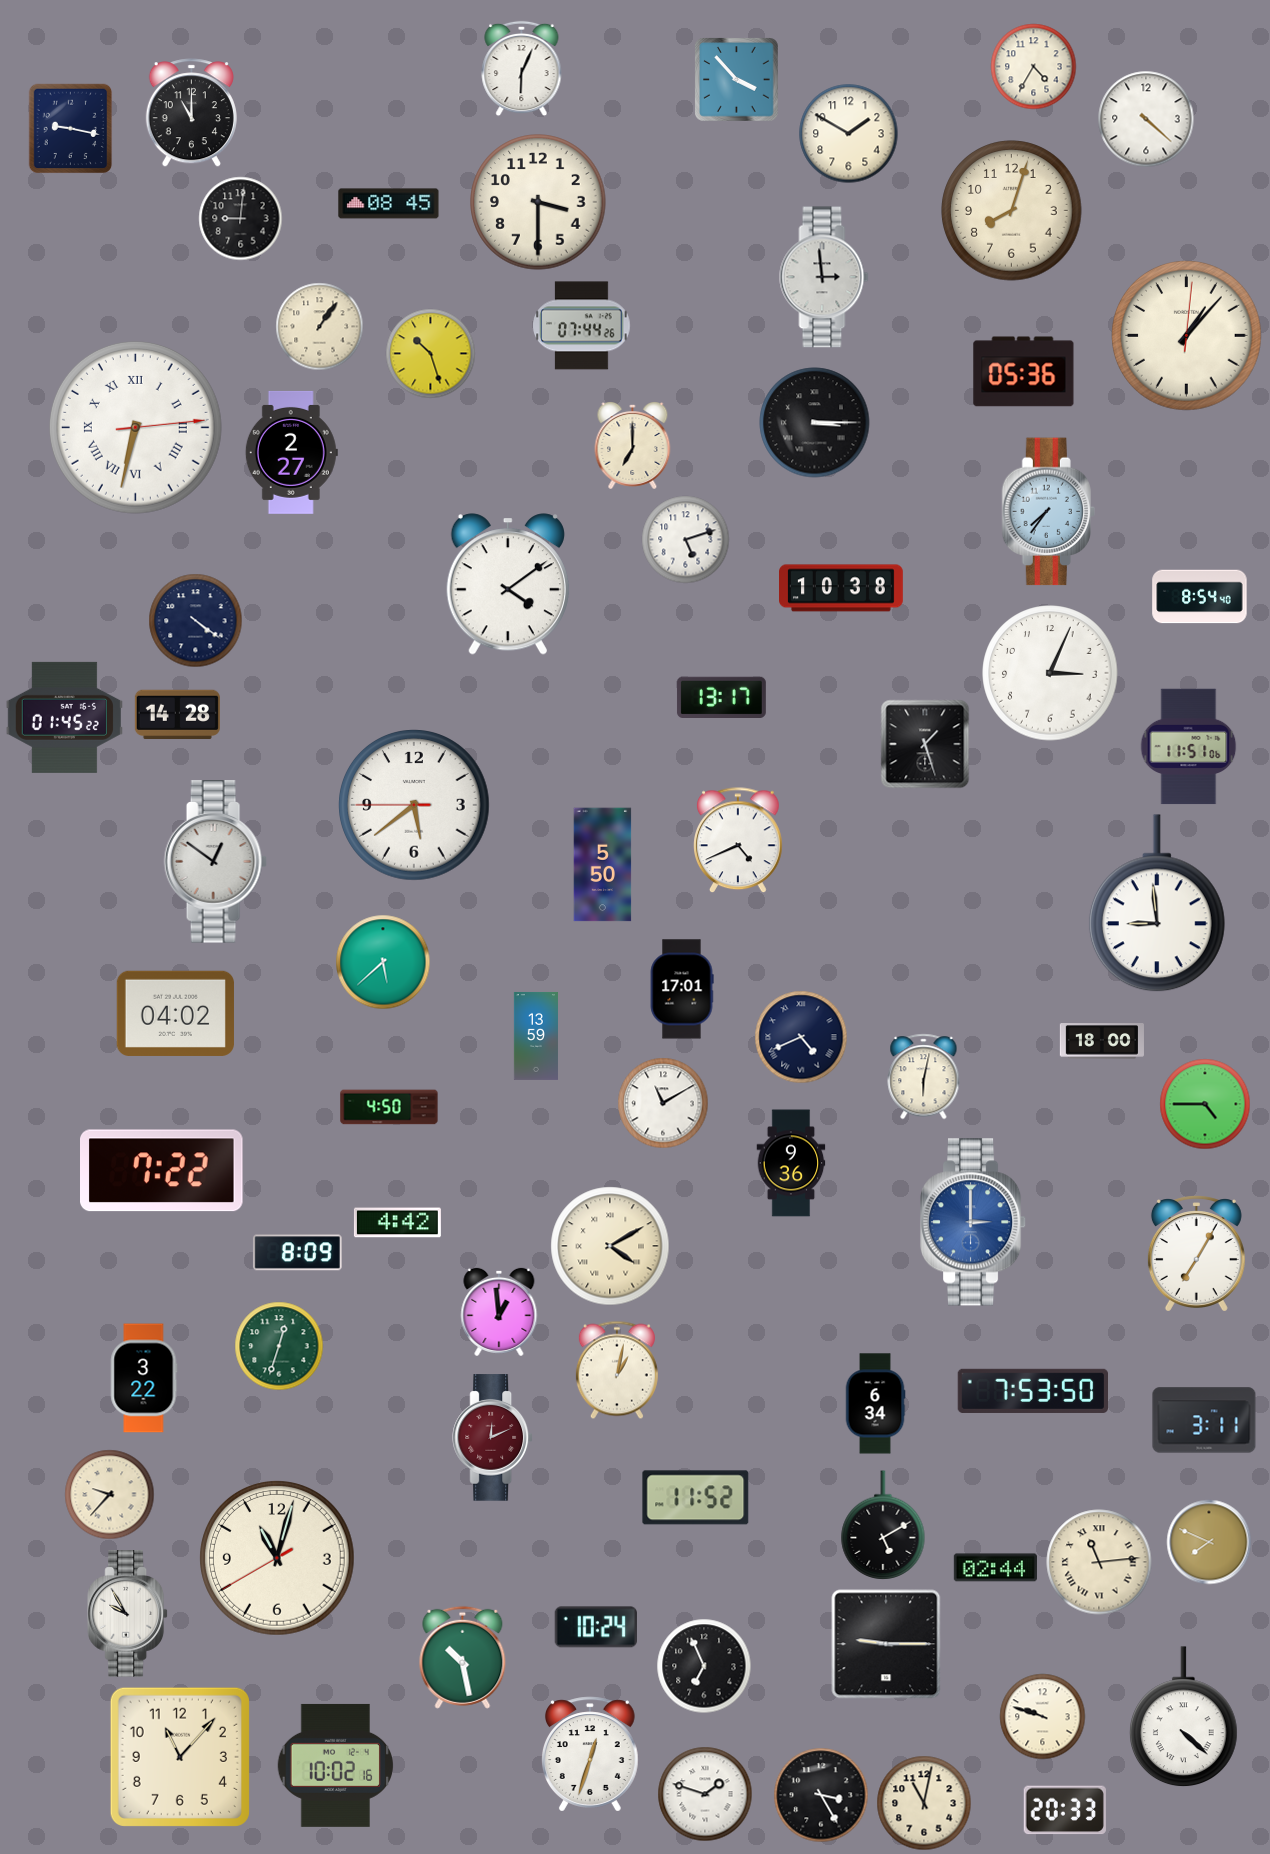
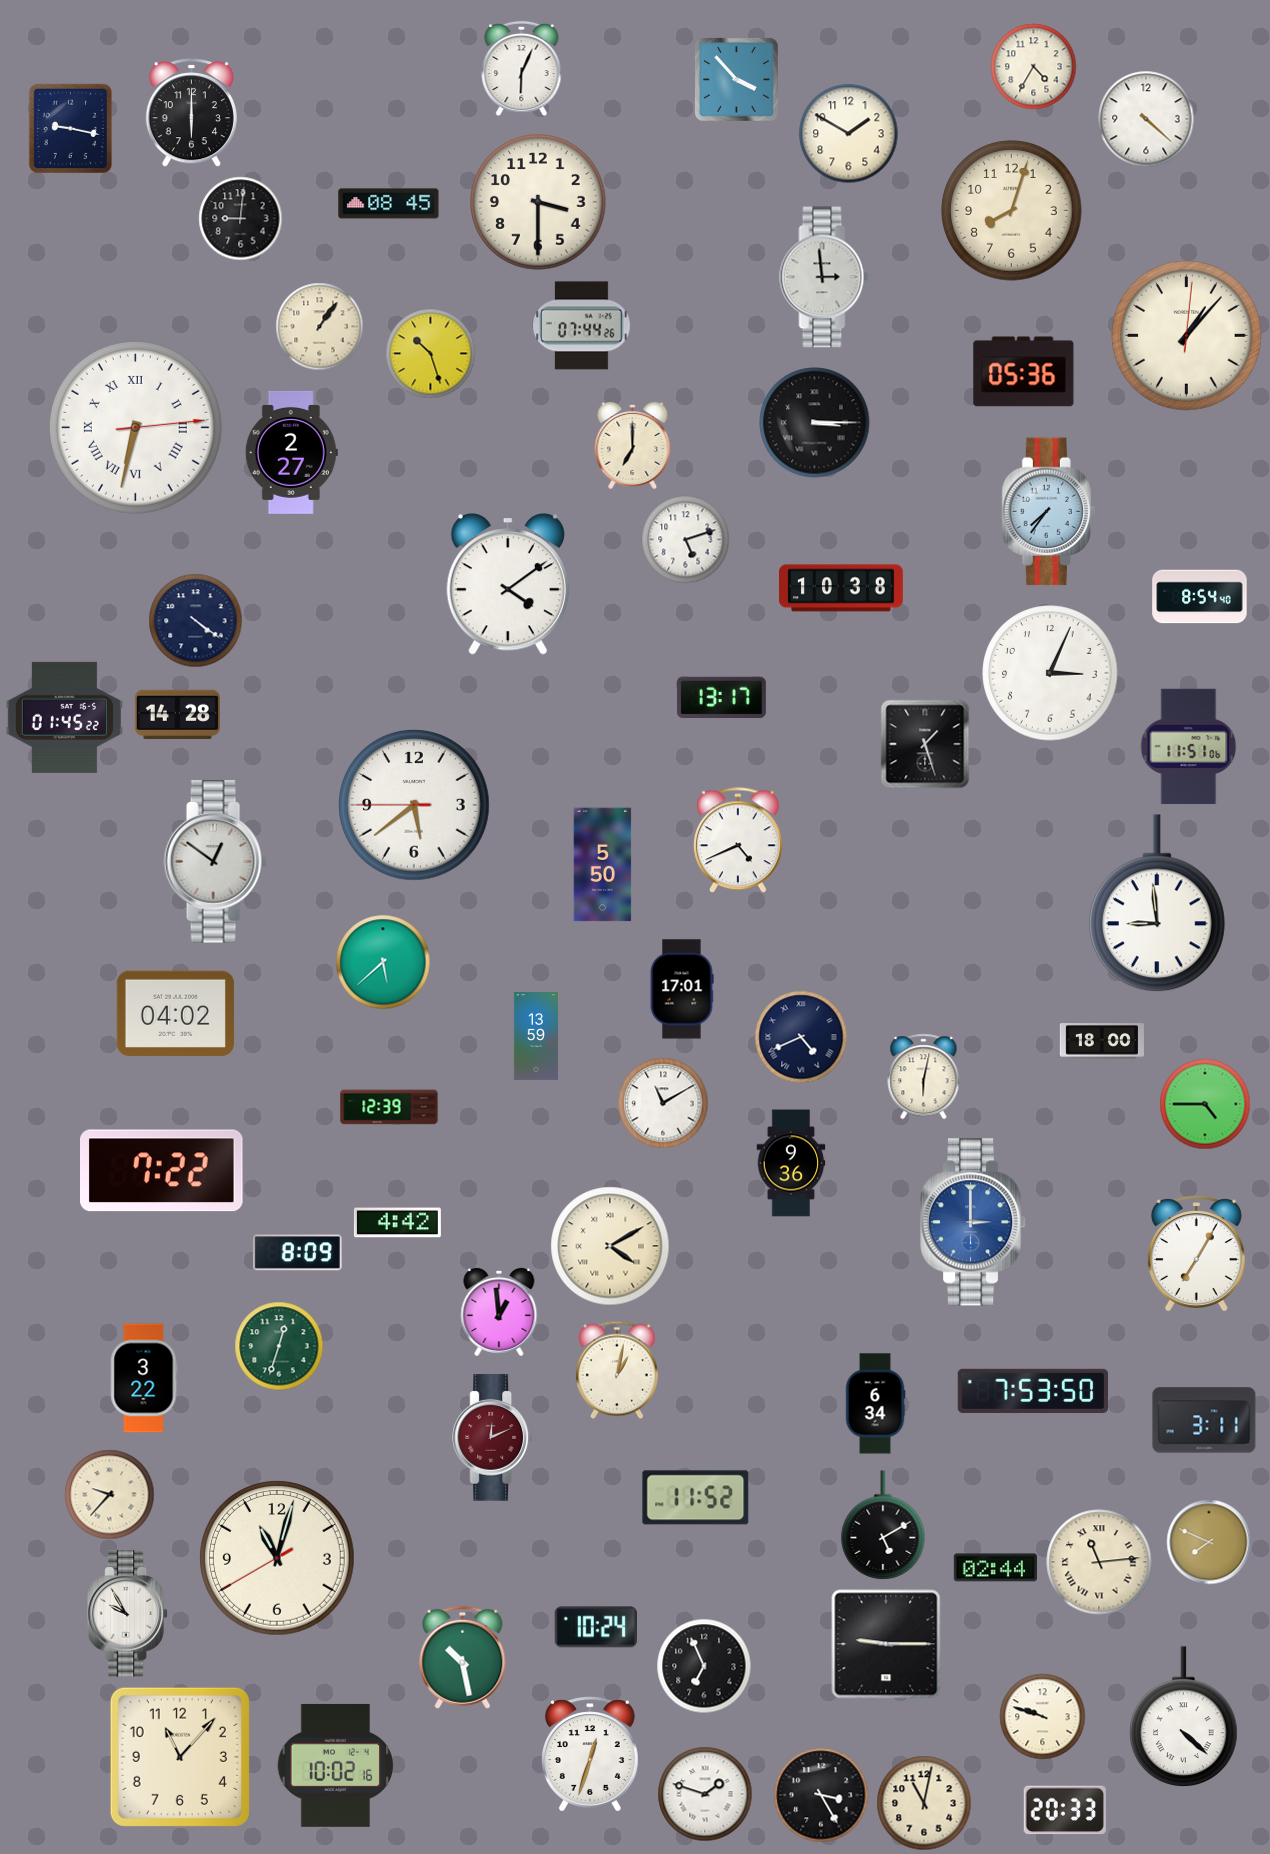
clock at (191, 113): 11:00 -> 6:00
clock at (389, 1107): 4:50 -> 12:39
